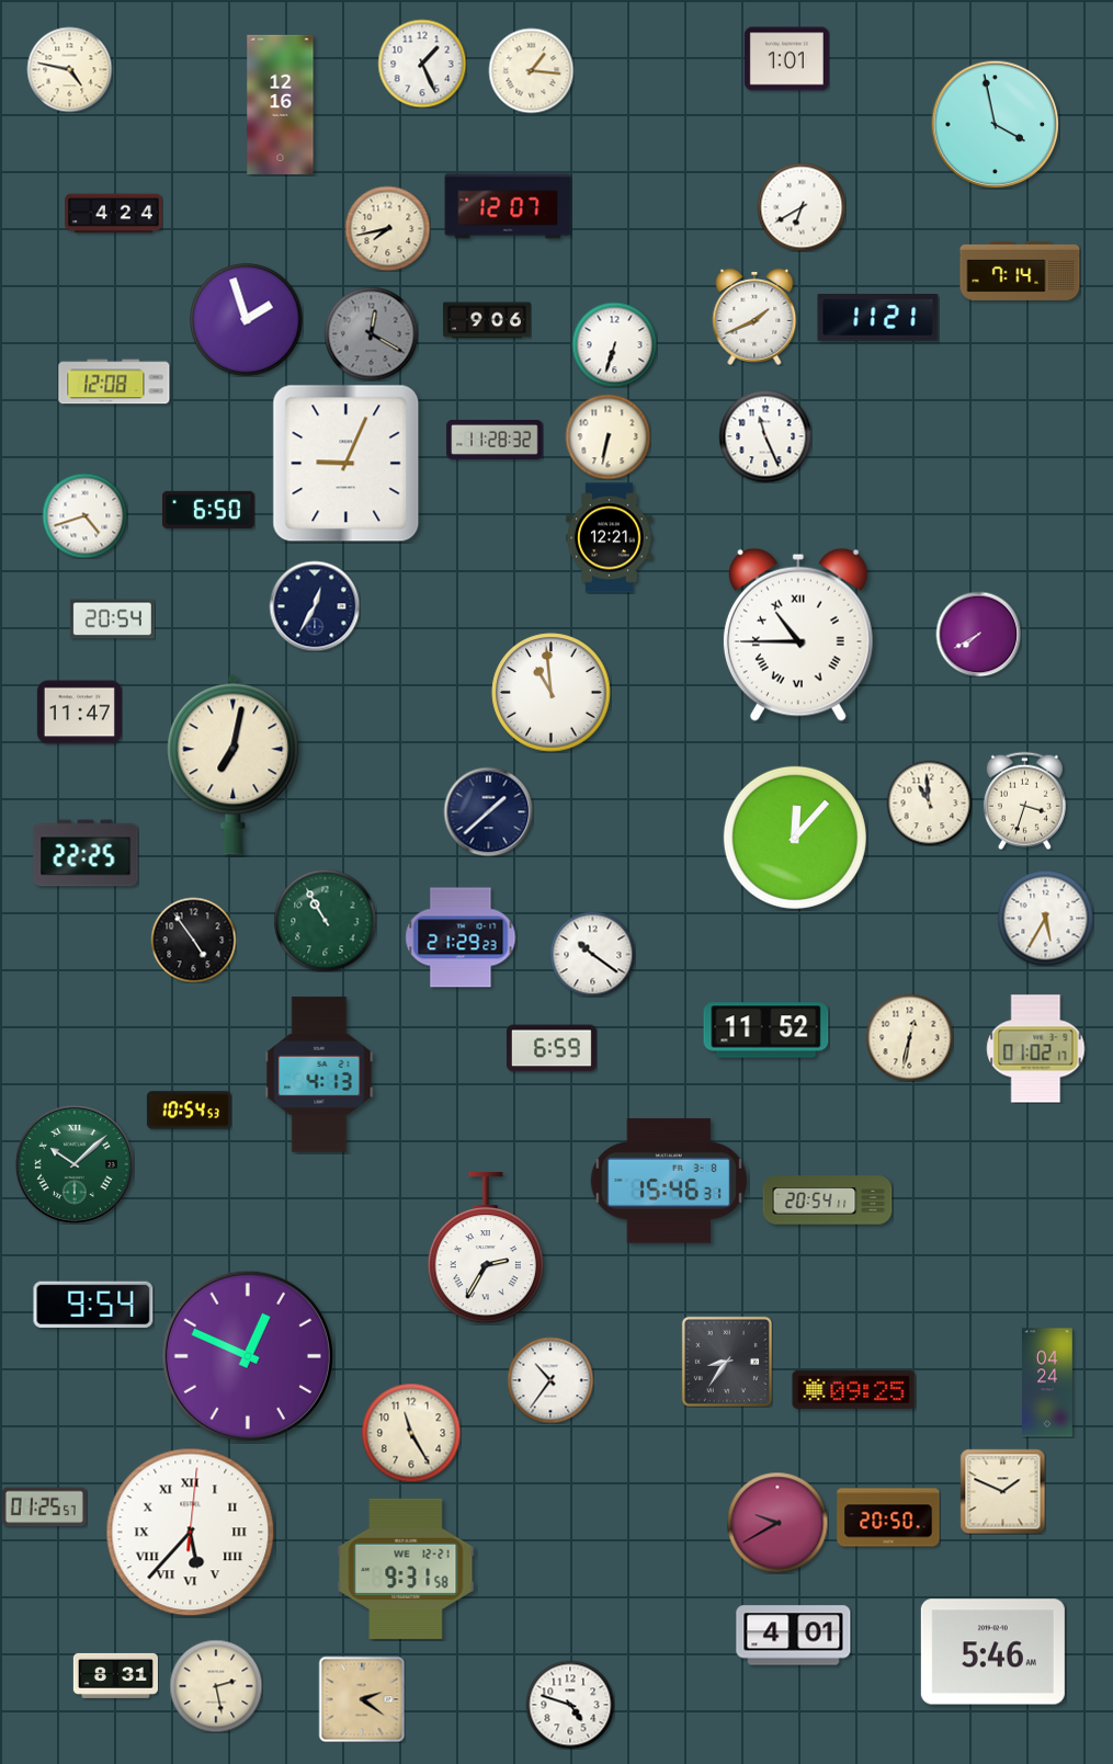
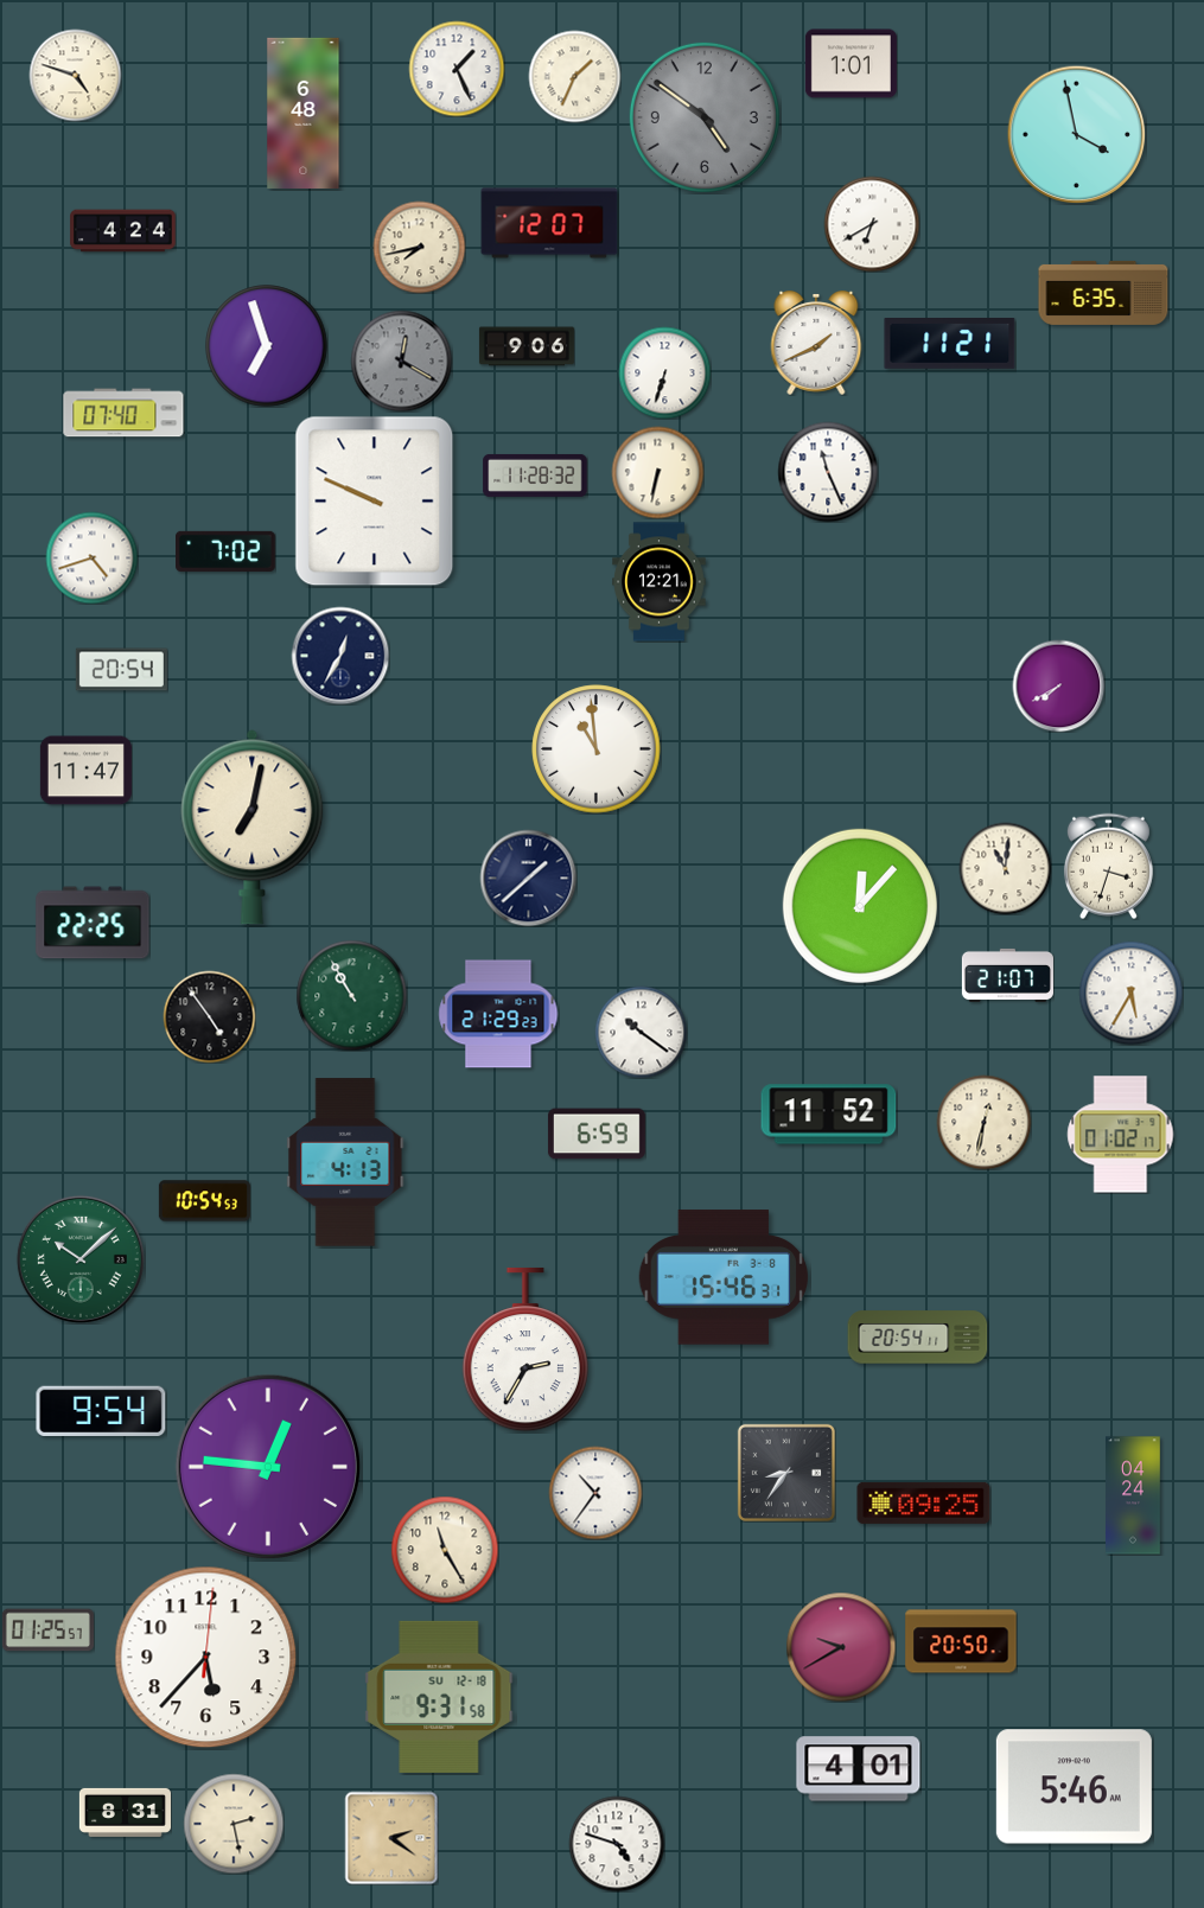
clock at (69, 69): 4:47 -> 4:48
clock at (531, 70): 1:16 -> 1:34
clock at (281, 104): 12:16 -> 6:48
clock at (705, 117): none -> 4:51
clock at (802, 207) position: (802, 207) -> (872, 224)
clock at (1020, 271): 7:14 -> 6:35
clock at (247, 320): 1:57 -> 6:57
clock at (114, 382): 12:08 -> 07:40
clock at (347, 464): 9:04 -> 9:49
clock at (209, 510): 6:50 -> 7:02
clock at (798, 635): 10:45 -> none
clock at (929, 803): 10:59 -> 11:01
clock at (1007, 975): none -> 21:07
clock at (828, 1200) position: (828, 1200) -> (918, 1338)
clock at (248, 1356): 12:49 -> 12:46
clock at (1002, 1491): 1:49 -> none
clock at (191, 1533) numerals: Roman -> Arabic
clock at (406, 1569) date: WE 12-21 -> SU 12-18
